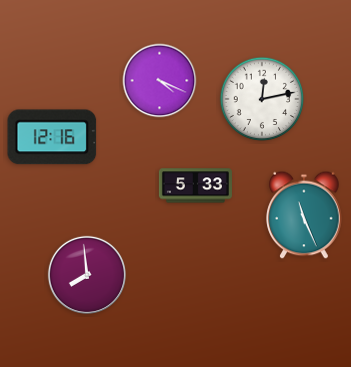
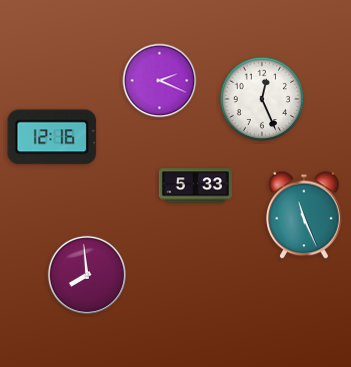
clock at (160, 81): 4:19 -> 2:19
clock at (262, 99): 12:13 -> 12:26
